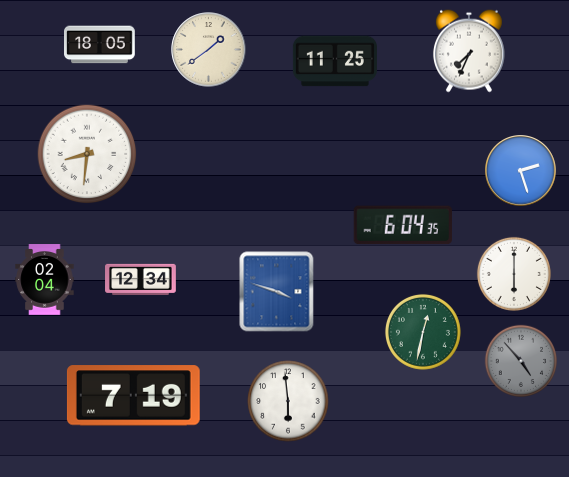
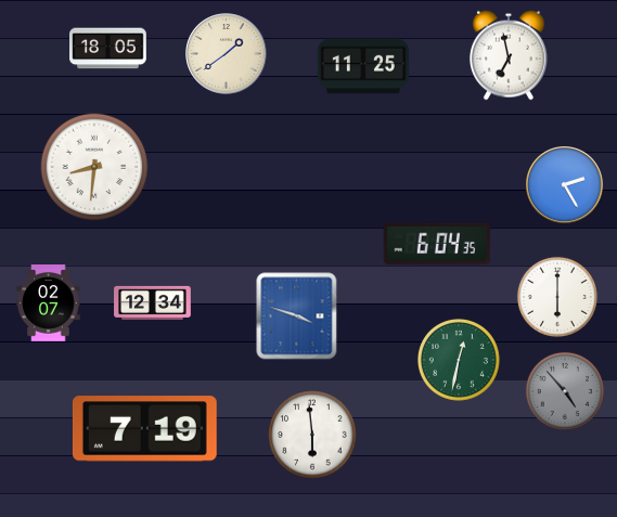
clock at (469, 51): 7:34 -> 6:58
clock at (521, 171): 2:27 -> 2:25
clock at (45, 280): 02:04 -> 02:07
clock at (277, 292) position: (277, 292) -> (297, 316)
